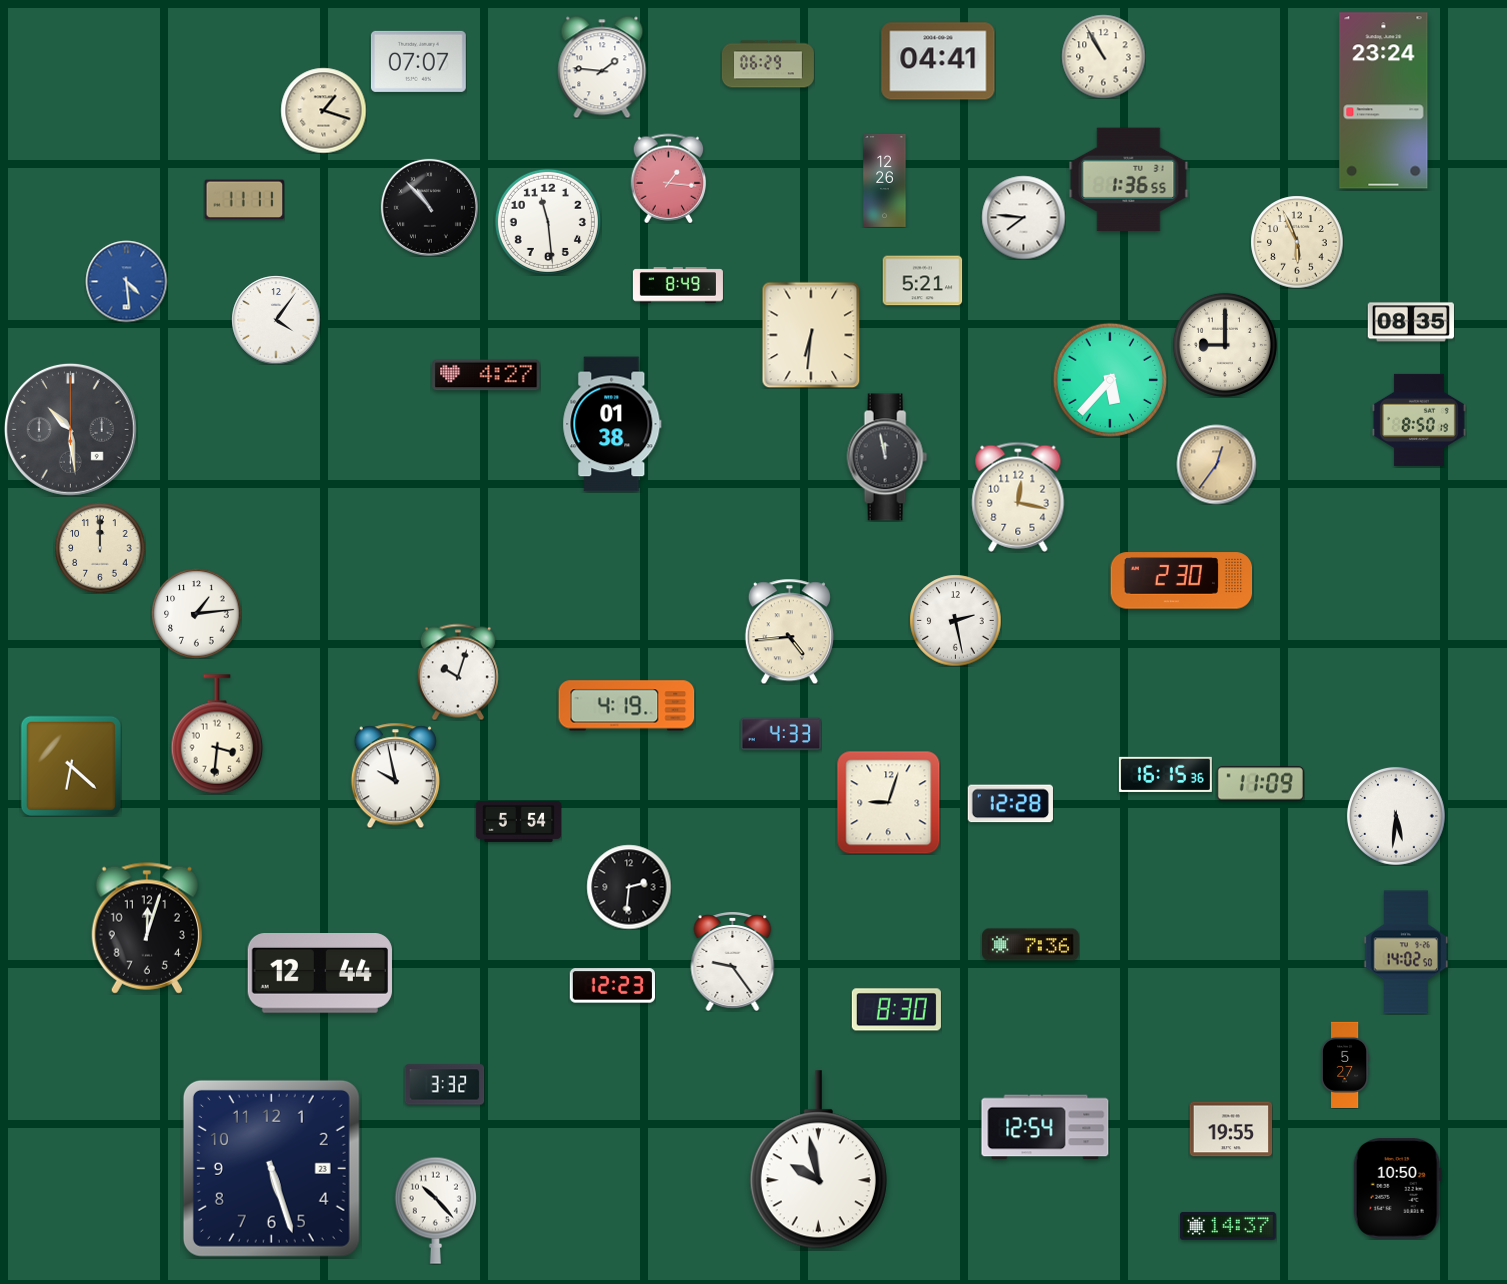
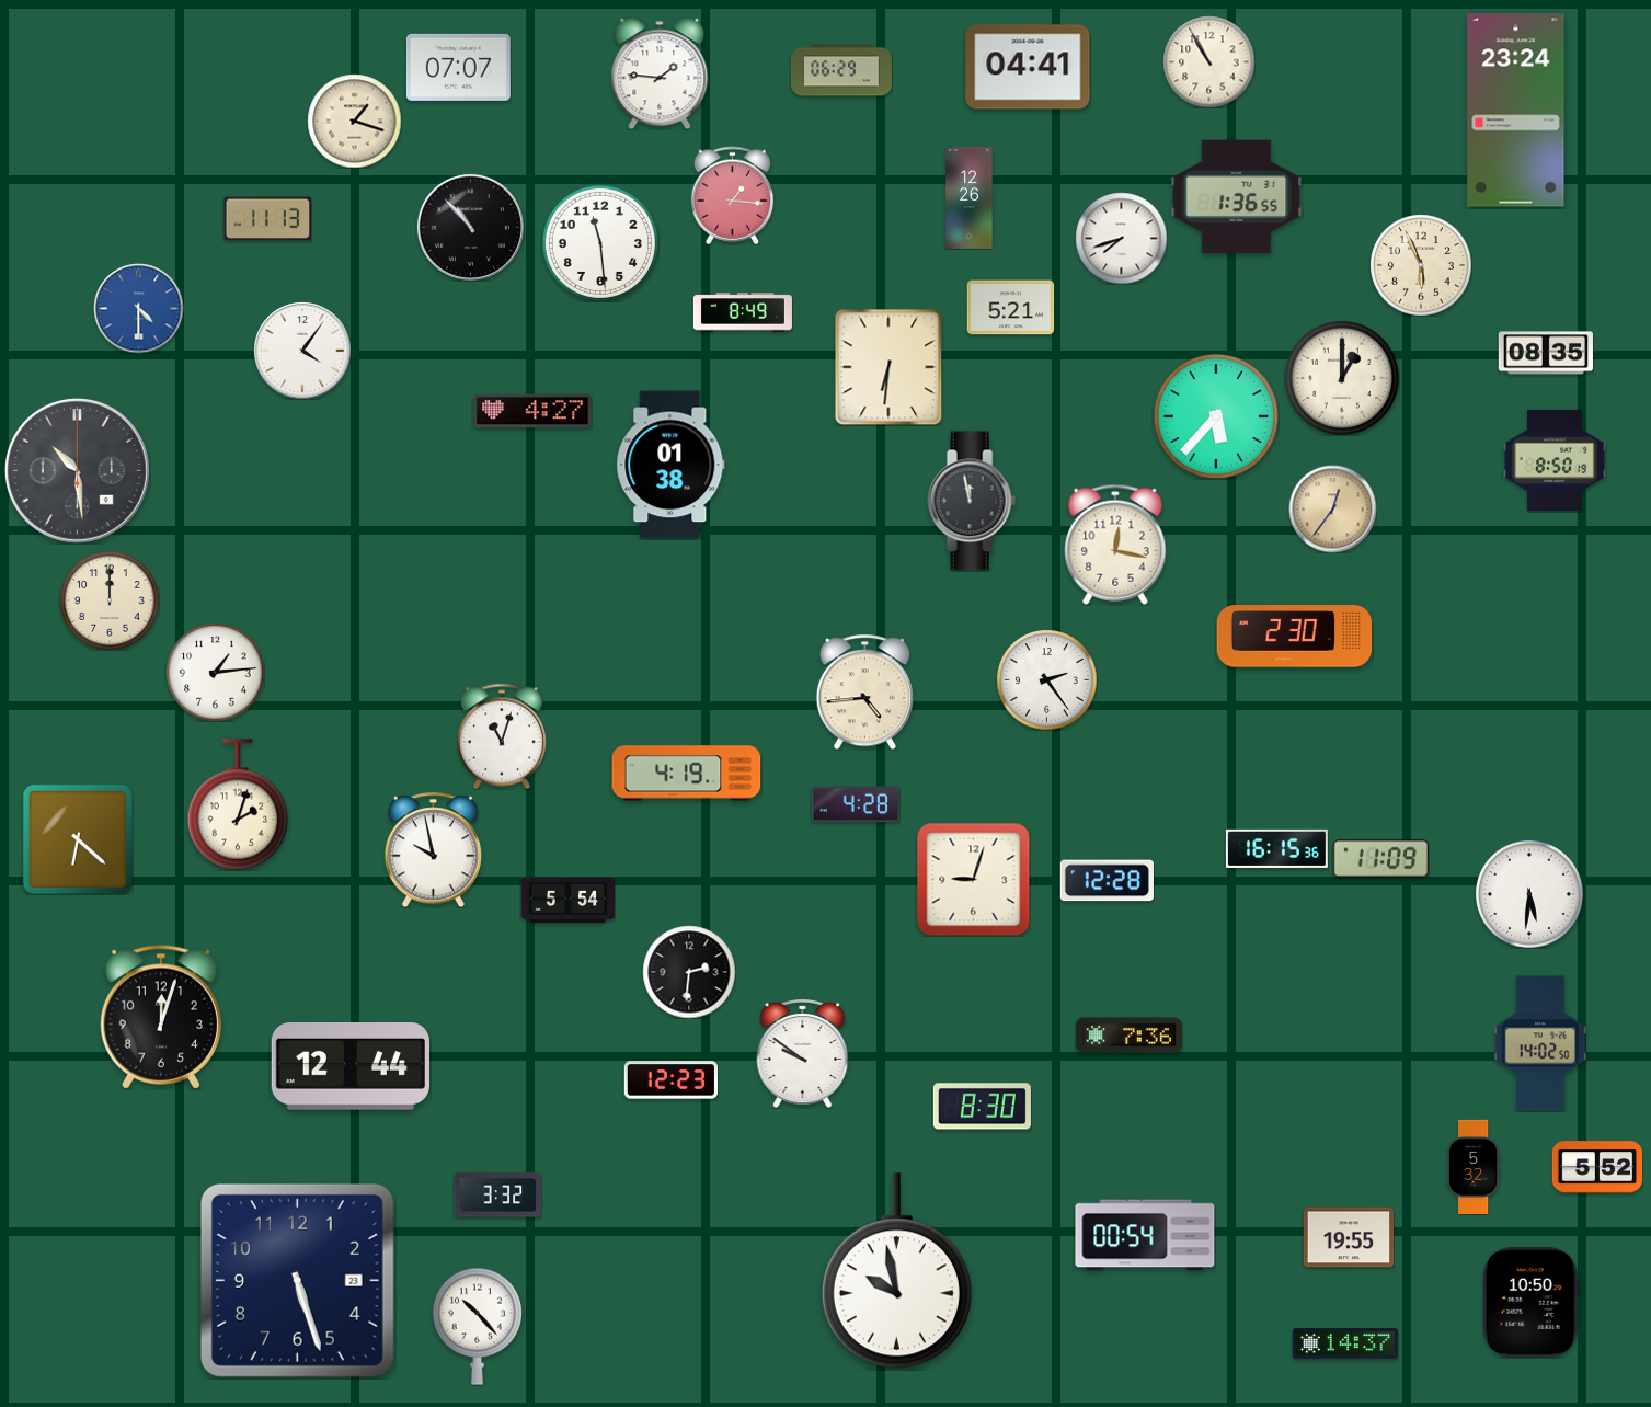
clock at (244, 200): 11:11 -> 11:13
clock at (1023, 217): 7:46 -> 7:42
clock at (126, 281): 4:29 -> 4:30
clock at (1225, 345): 9:00 -> 1:00
clock at (955, 620): 2:28 -> 2:24
clock at (458, 672): 10:03 -> 11:03
clock at (217, 734): 3:31 -> 2:03
clock at (781, 734): 4:33 -> 4:28
clock at (733, 962): 9:24 -> 9:51
clock at (1345, 1064): 5:27 -> 5:32
clock at (1597, 1167): none -> 5:52
clock at (444, 1085) position: (444, 1085) -> (497, 1196)
clock at (1045, 1127): 12:54 -> 00:54
